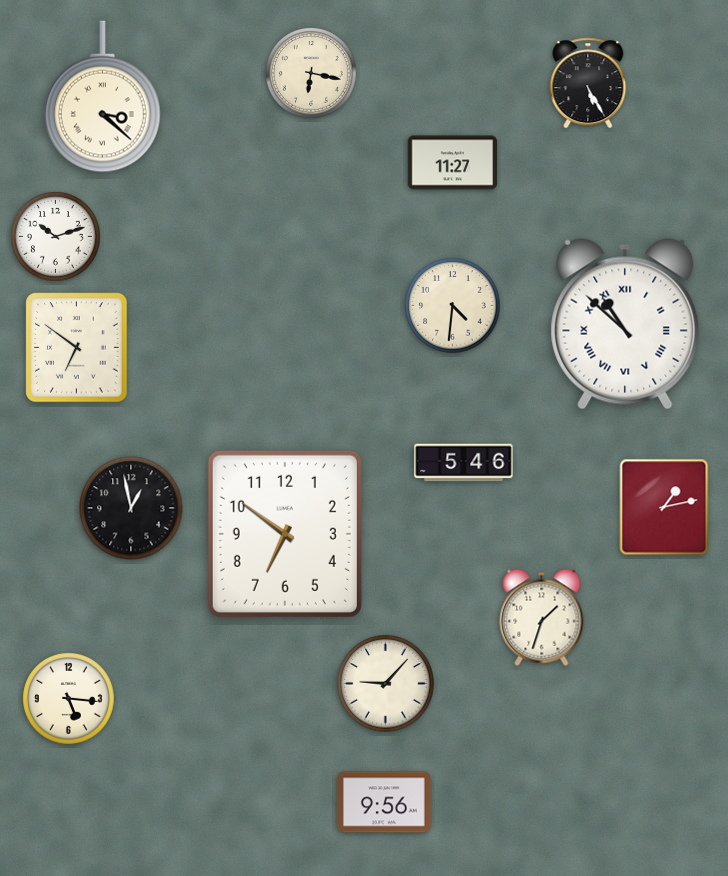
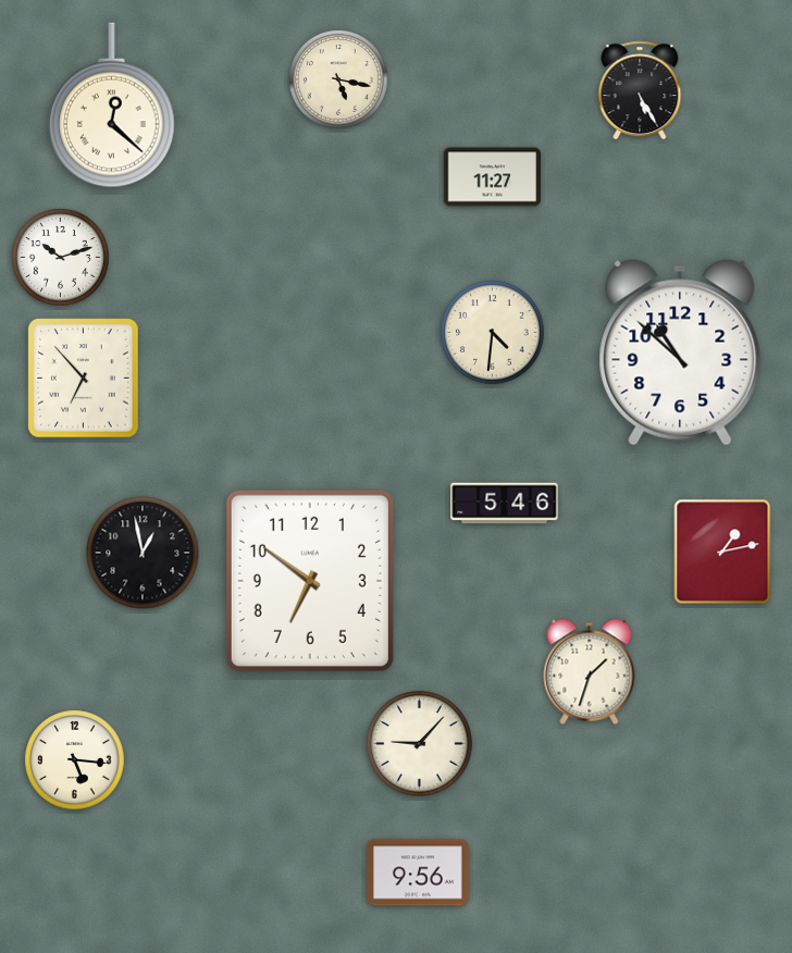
clock at (311, 73): 6:17 -> 5:17
clock at (103, 97): 3:22 -> 12:22
clock at (625, 324) numerals: Roman -> Arabic
clock at (77, 348): 6:51 -> 6:53
